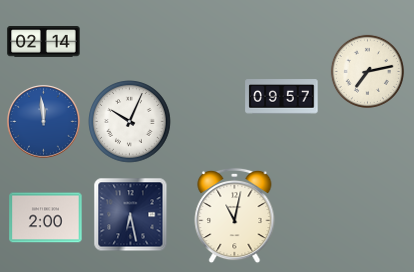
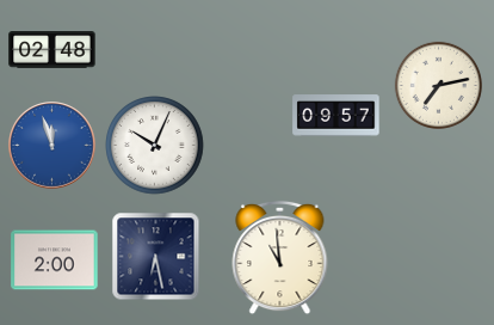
clock at (44, 42): 02:14 -> 02:48
clock at (44, 122): 11:59 -> 11:57
clock at (235, 216): 11:02 -> 10:59
